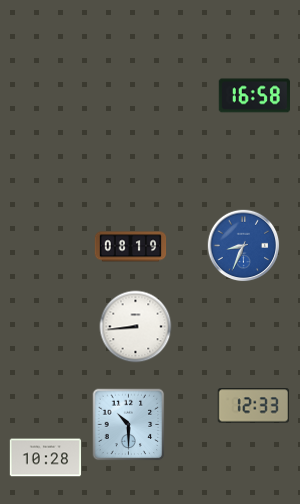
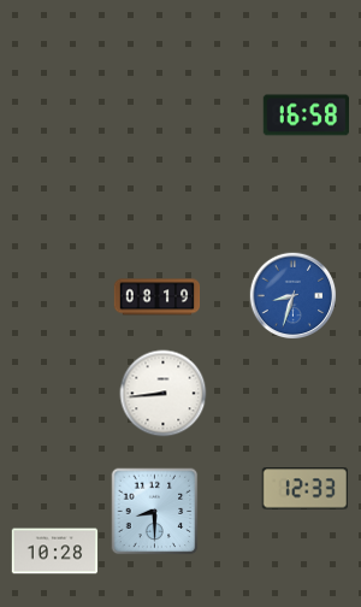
clock at (244, 246): 8:34 -> 8:33
clock at (129, 425): 10:30 -> 8:30
